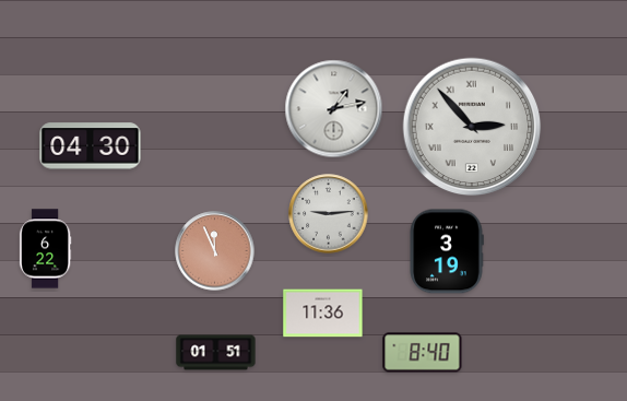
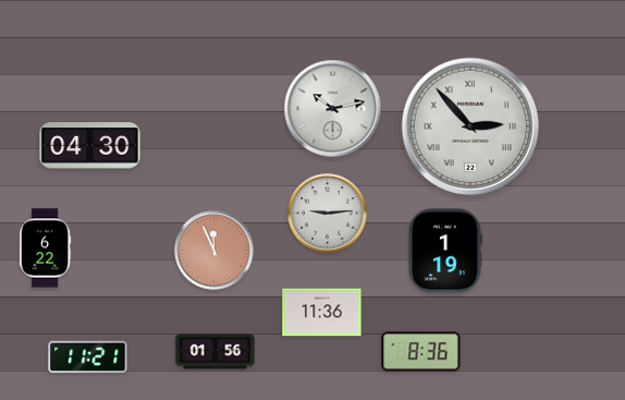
clock at (334, 109): 1:13 -> 10:13
clock at (447, 251): 3:19 -> 1:19
clock at (216, 353): 01:51 -> 01:56
clock at (423, 353): 8:40 -> 8:36
clock at (88, 357): none -> 11:21
